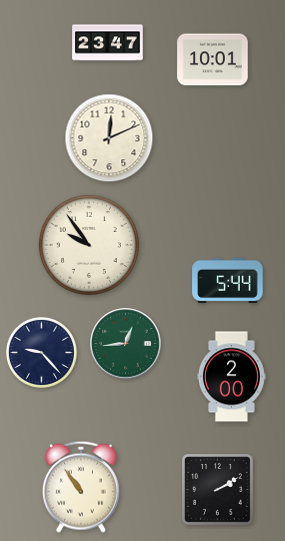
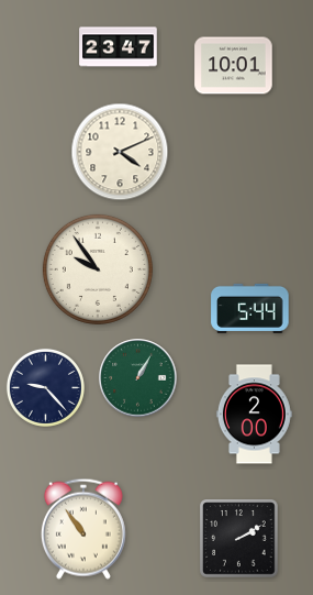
clock at (109, 138): 12:11 -> 4:11
clock at (126, 344): 12:44 -> 1:05
clock at (81, 487) position: (81, 487) -> (83, 529)
